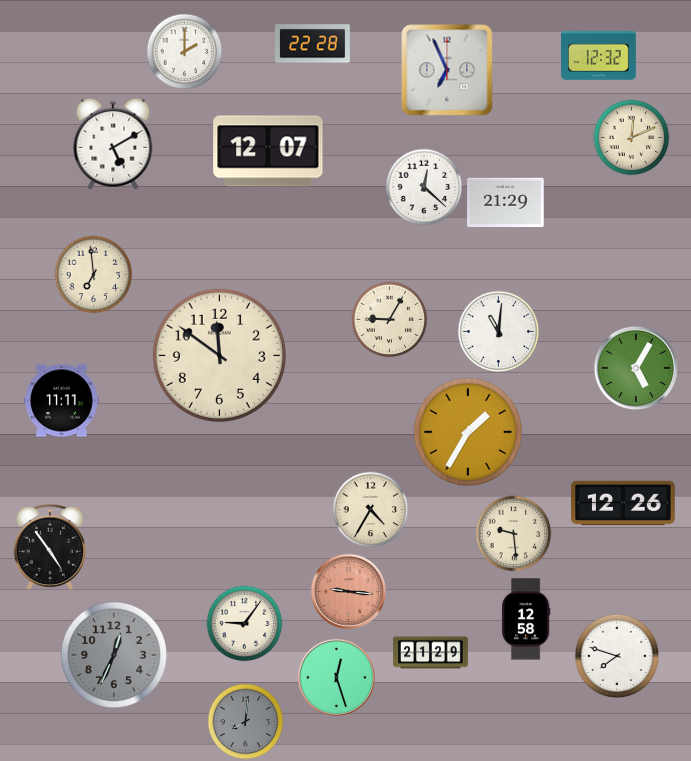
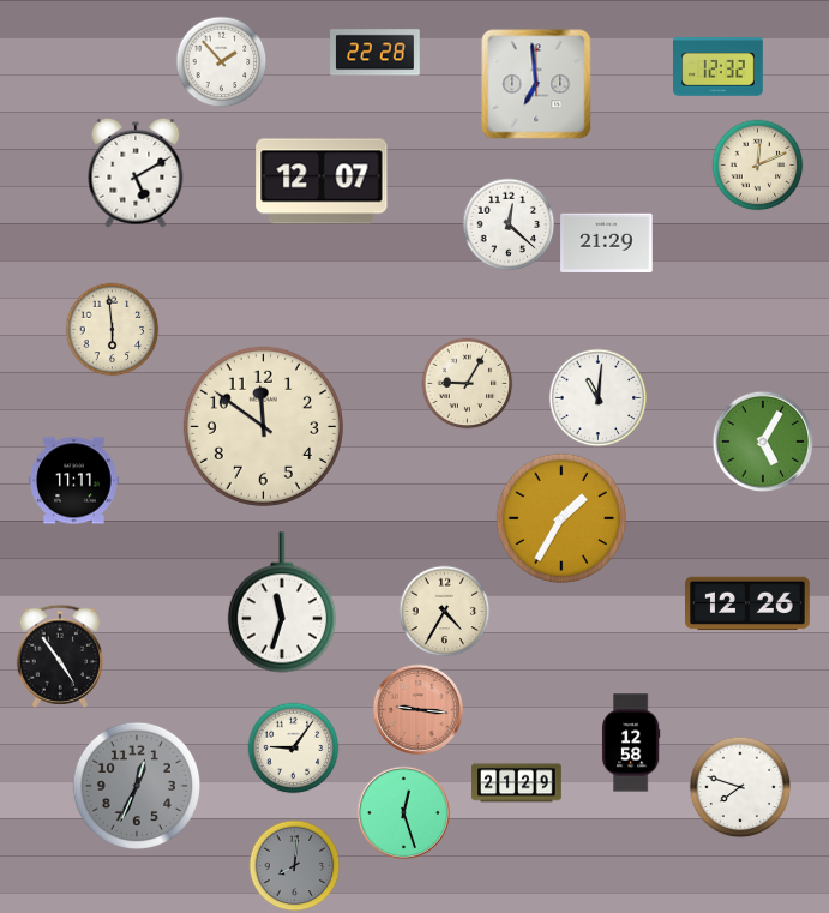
clock at (185, 52): 2:00 -> 1:53
clock at (447, 70): 6:56 -> 6:59
clock at (94, 275): 6:59 -> 5:59
clock at (282, 602): none -> 11:33
clock at (514, 534): 9:29 -> none
